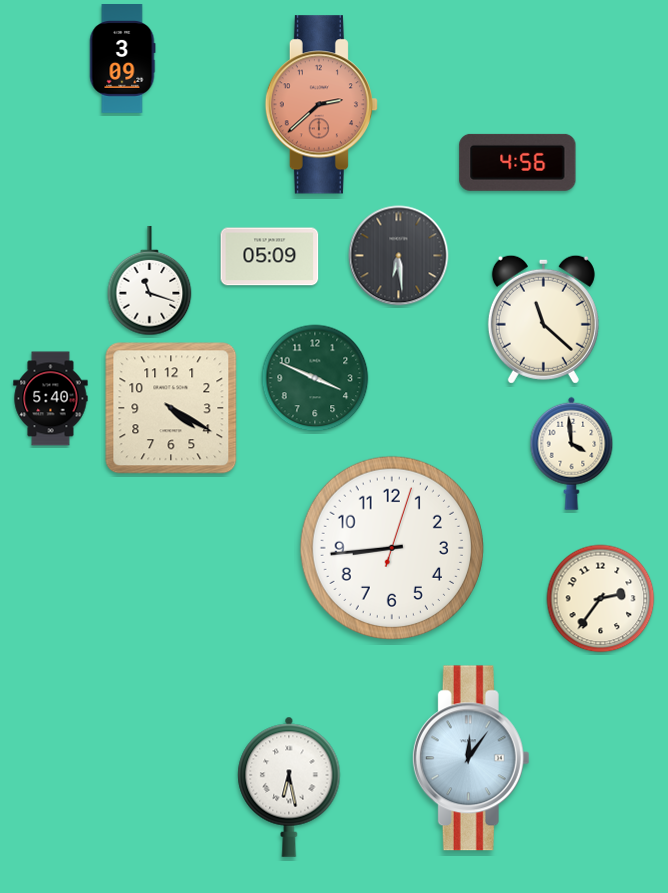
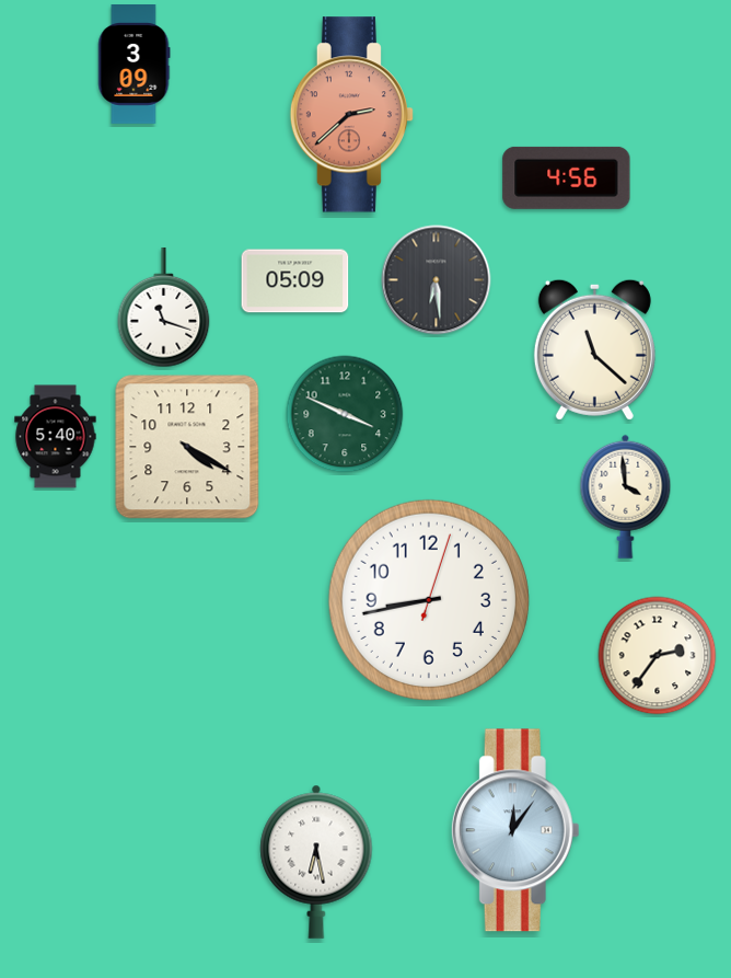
clock at (392, 548): 8:44 -> 8:43
